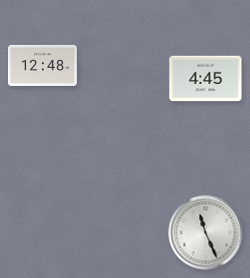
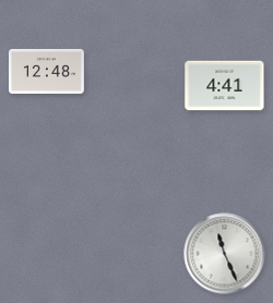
clock at (206, 79): 4:45 -> 4:41
